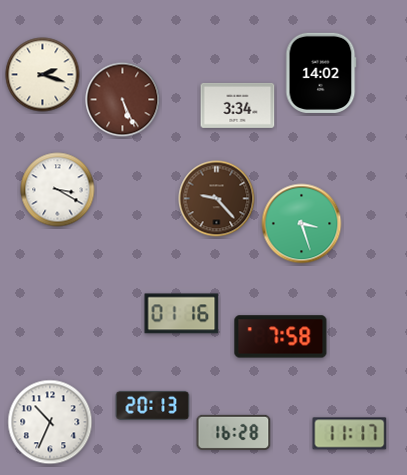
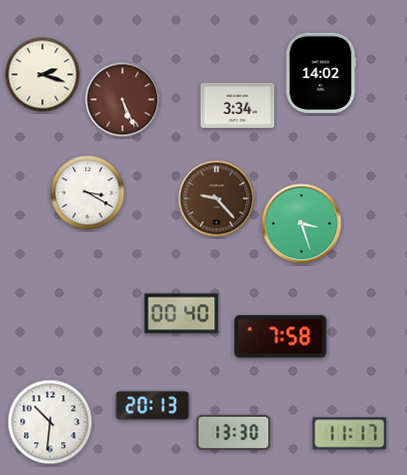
clock at (58, 190) position: (58, 190) -> (88, 193)
clock at (182, 314): 01:16 -> 00:40
clock at (50, 422): 10:34 -> 10:31
clock at (234, 432): 16:28 -> 13:30
